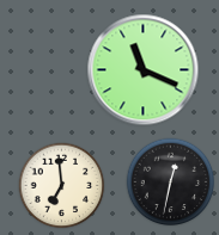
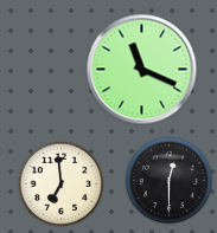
clock at (171, 183): 12:32 -> 12:30
